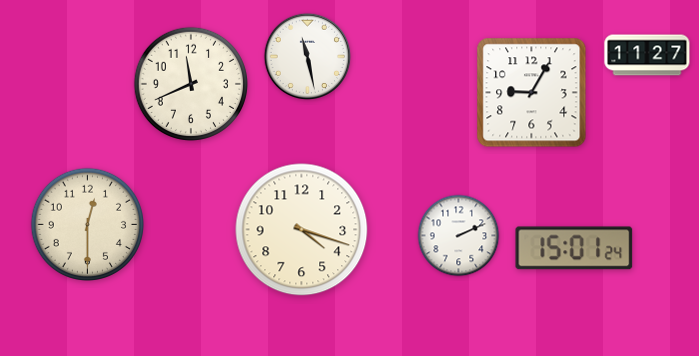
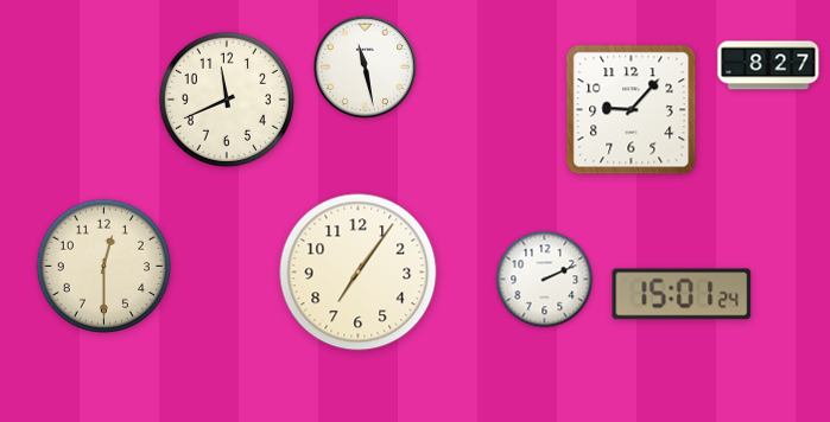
clock at (647, 55): 11:27 -> 8:27
clock at (532, 93): 9:05 -> 9:07
clock at (302, 230): 4:18 -> 7:06
